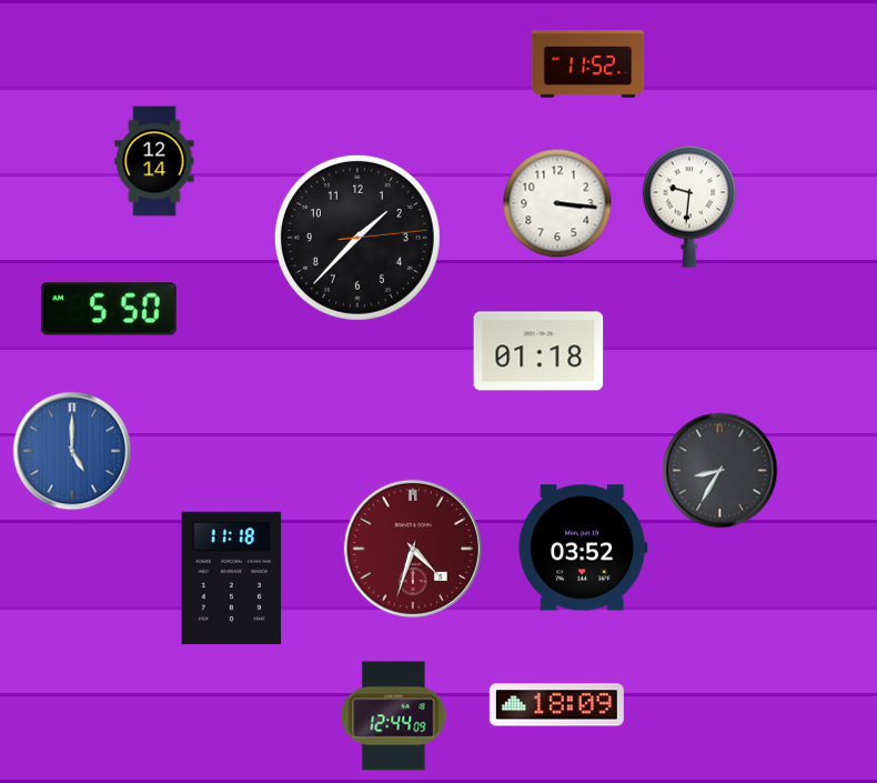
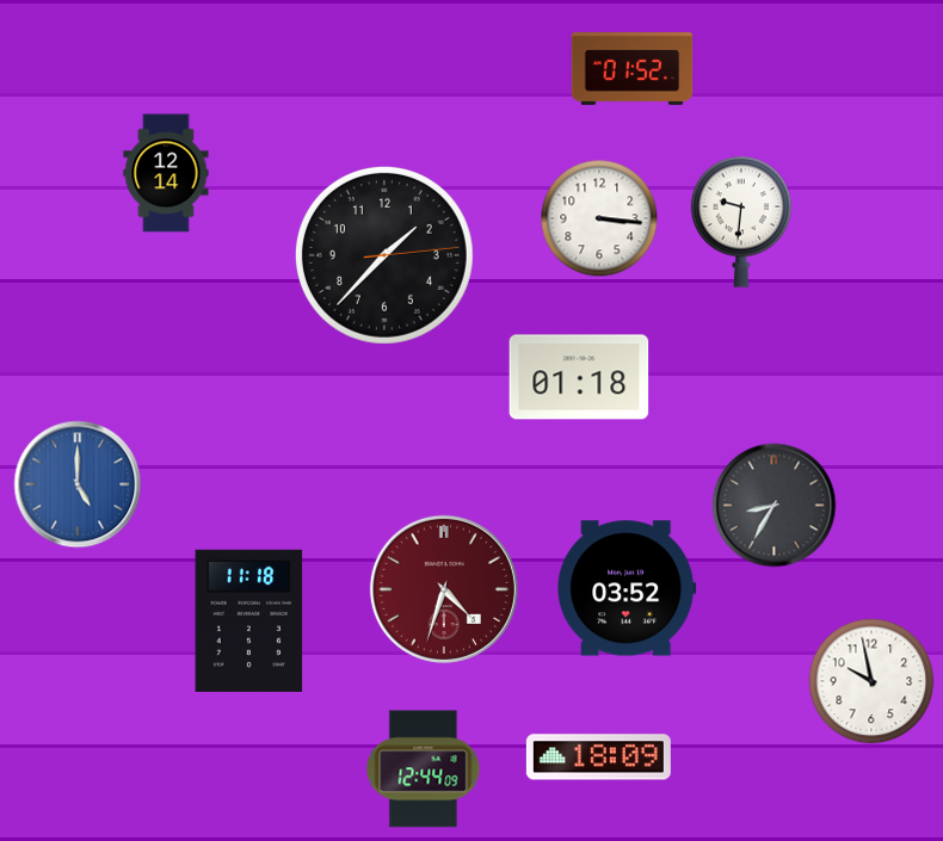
clock at (588, 64): 11:52 -> 01:52
clock at (109, 309): 5:50 -> none
clock at (871, 681): none -> 9:58
